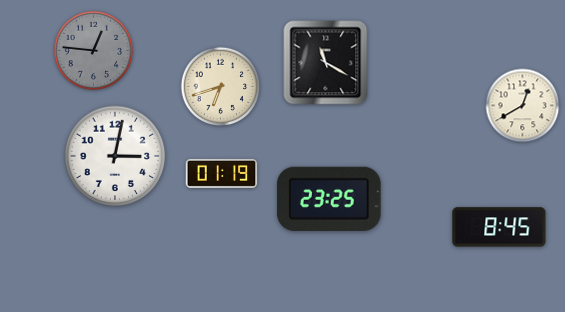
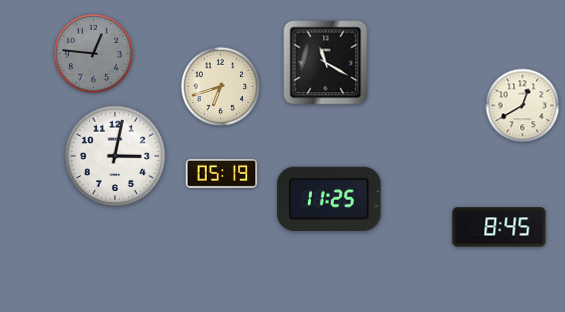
clock at (94, 51) position: (94, 51) -> (94, 54)
clock at (222, 173): 01:19 -> 05:19
clock at (329, 199): 23:25 -> 11:25
